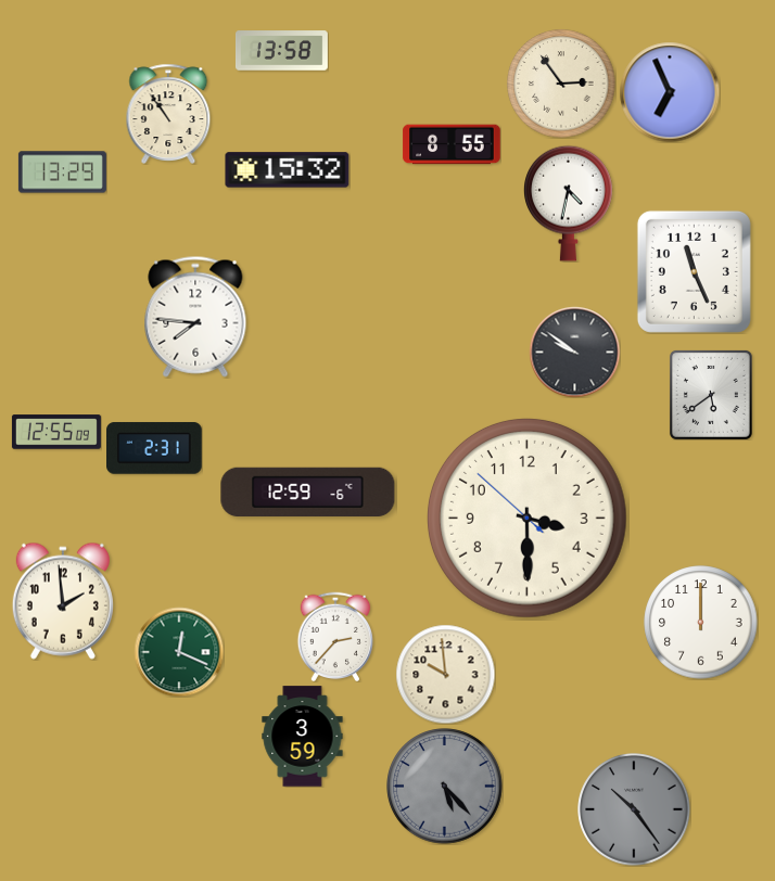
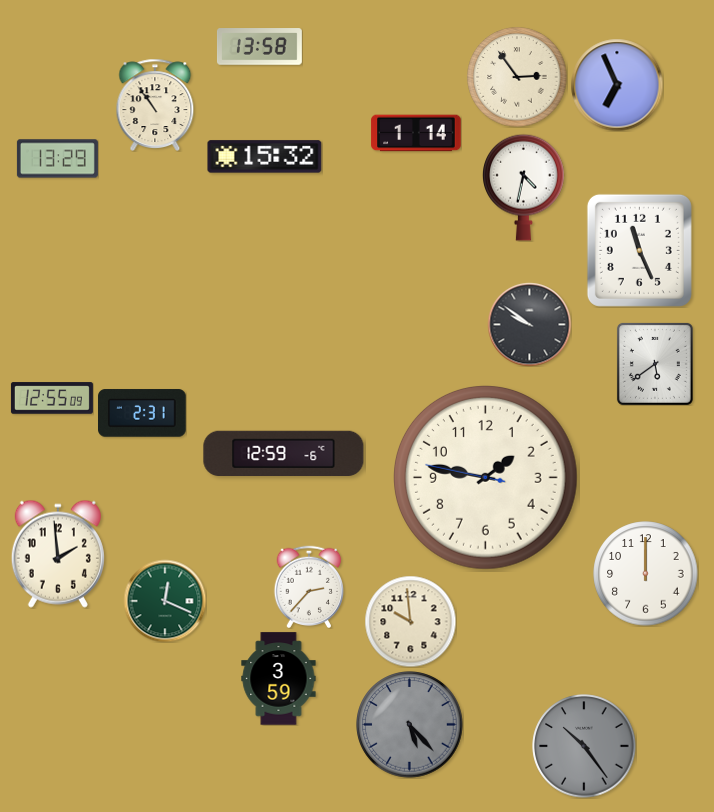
clock at (452, 144): 8:55 -> 1:14
clock at (195, 317): 7:46 -> none
clock at (528, 519): 3:29 -> 1:46
